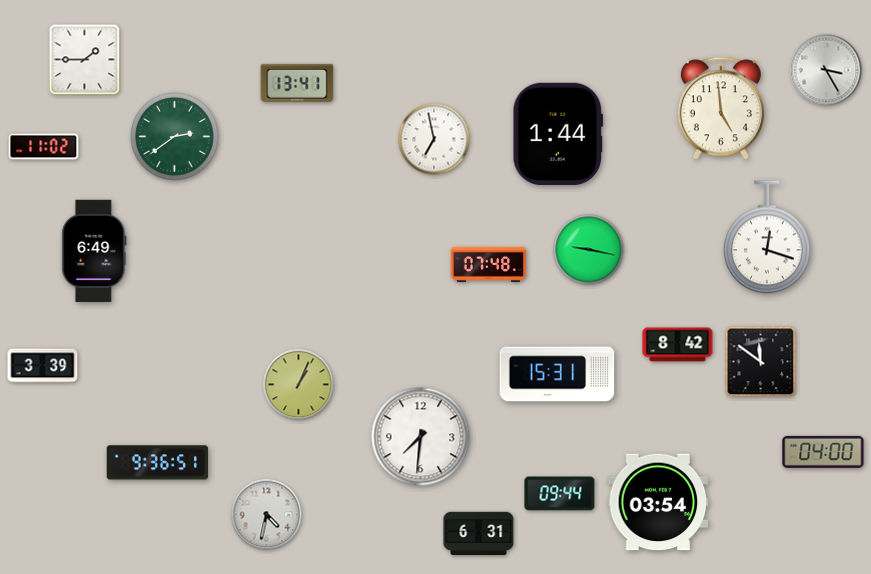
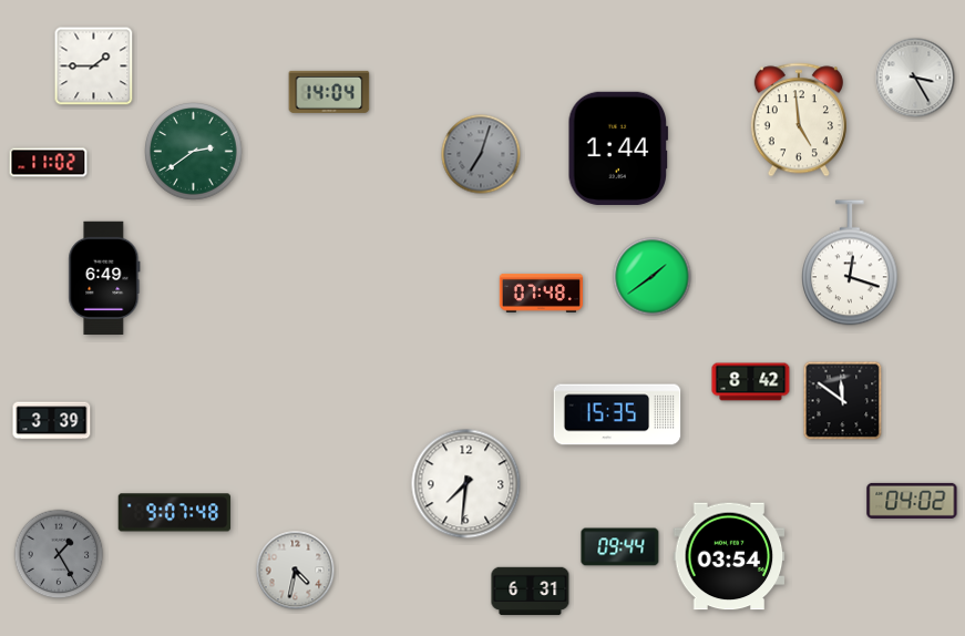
clock at (297, 83): 13:41 -> 14:04
clock at (434, 139): 6:58 -> 7:03
clock at (434, 139) dial: white -> grey
clock at (589, 250): 9:17 -> 1:39
clock at (43, 366) position: (43, 366) -> (52, 421)
clock at (557, 374): 15:31 -> 15:35
clock at (299, 385): 1:04 -> none
clock at (823, 452): 04:00 -> 04:02
clock at (158, 463): 9:36 -> 9:07
clock at (59, 554): none -> 1:25
